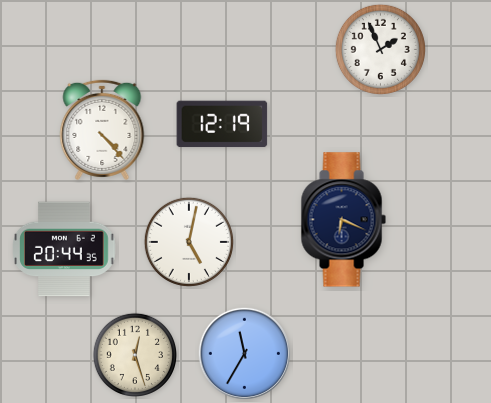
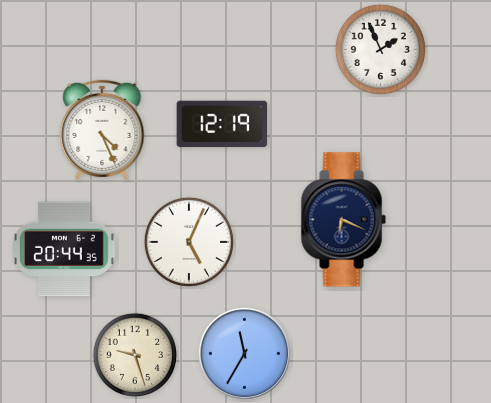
clock at (102, 130): 4:23 -> 4:26
clock at (189, 242): 5:02 -> 5:04
clock at (134, 354): 12:27 -> 9:27
